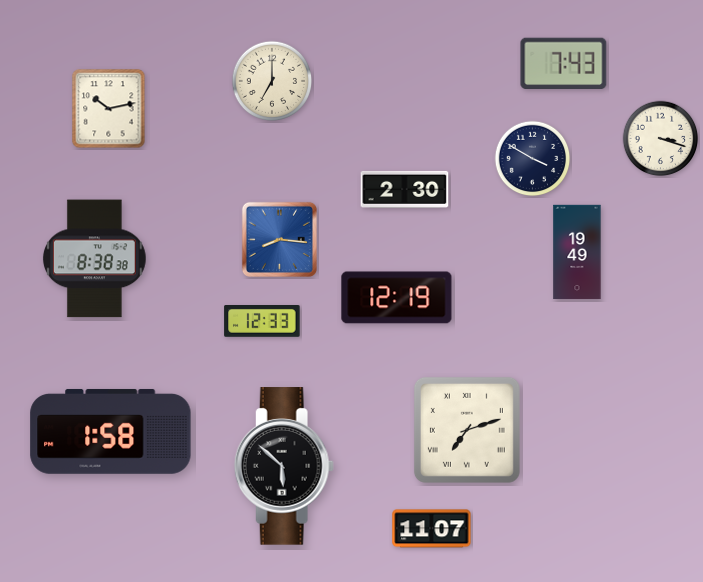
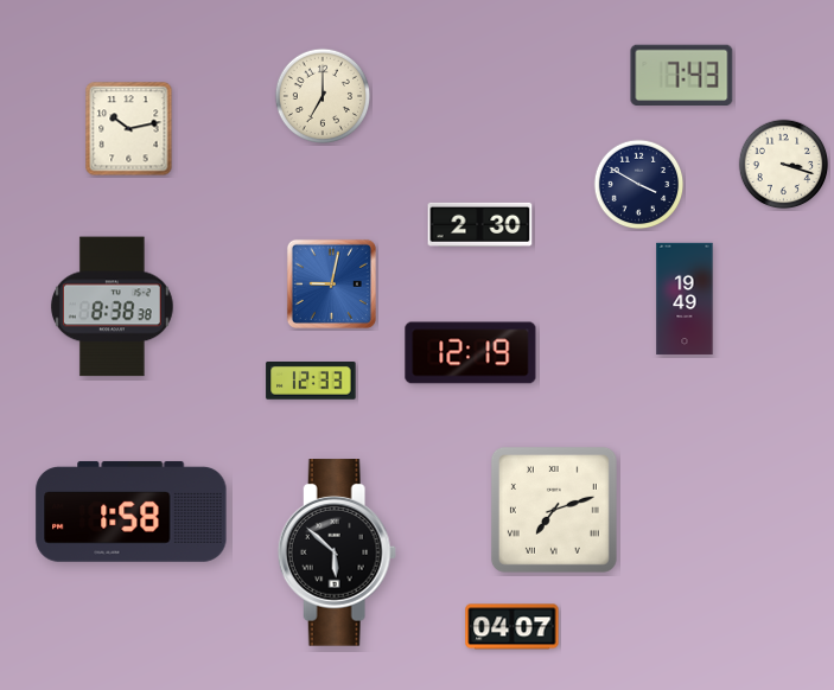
clock at (564, 63) position: (564, 63) -> (682, 75)
clock at (533, 159) position: (533, 159) -> (639, 185)
clock at (279, 239): 8:16 -> 9:02
clock at (432, 529): 11:07 -> 04:07
